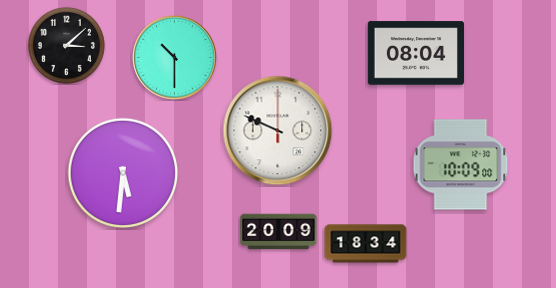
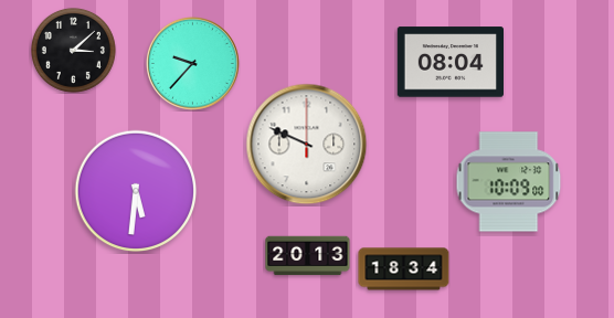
clock at (415, 53) position: (415, 53) -> (449, 62)
clock at (174, 57): 10:30 -> 9:37
clock at (279, 232): 20:09 -> 20:13
